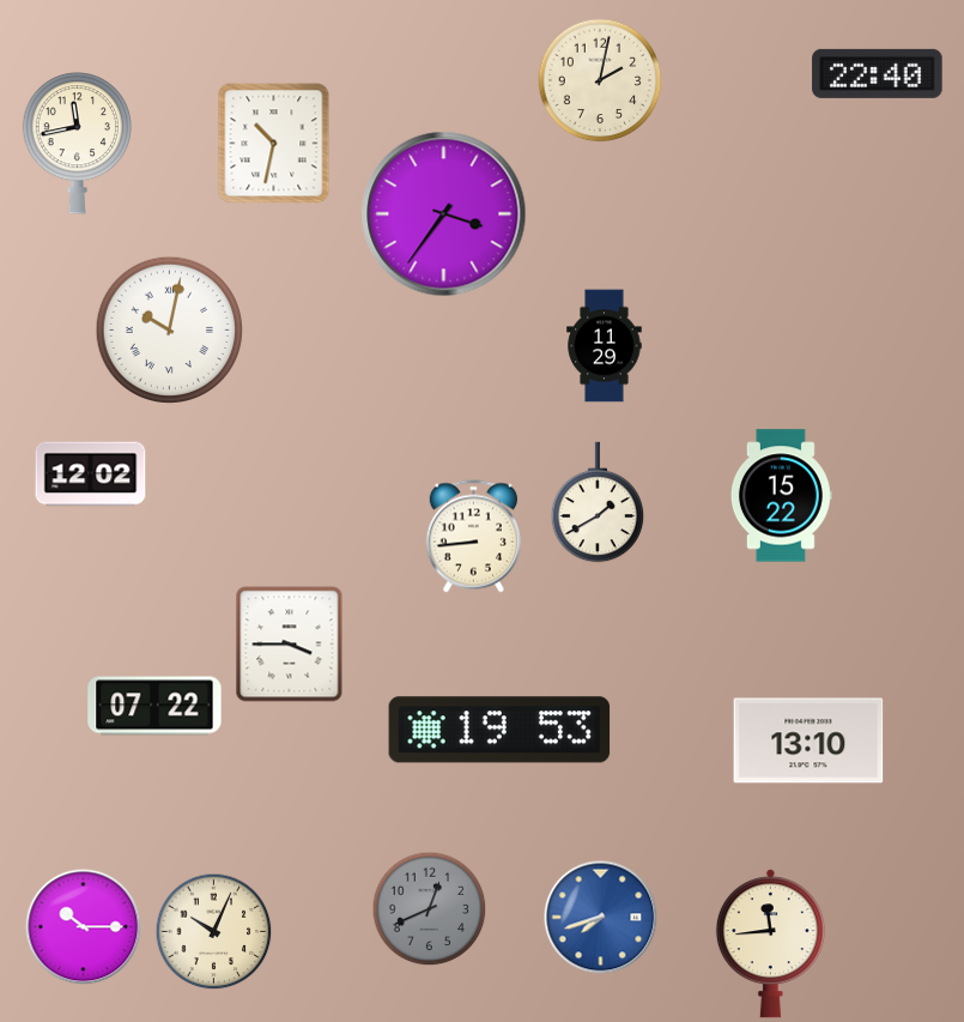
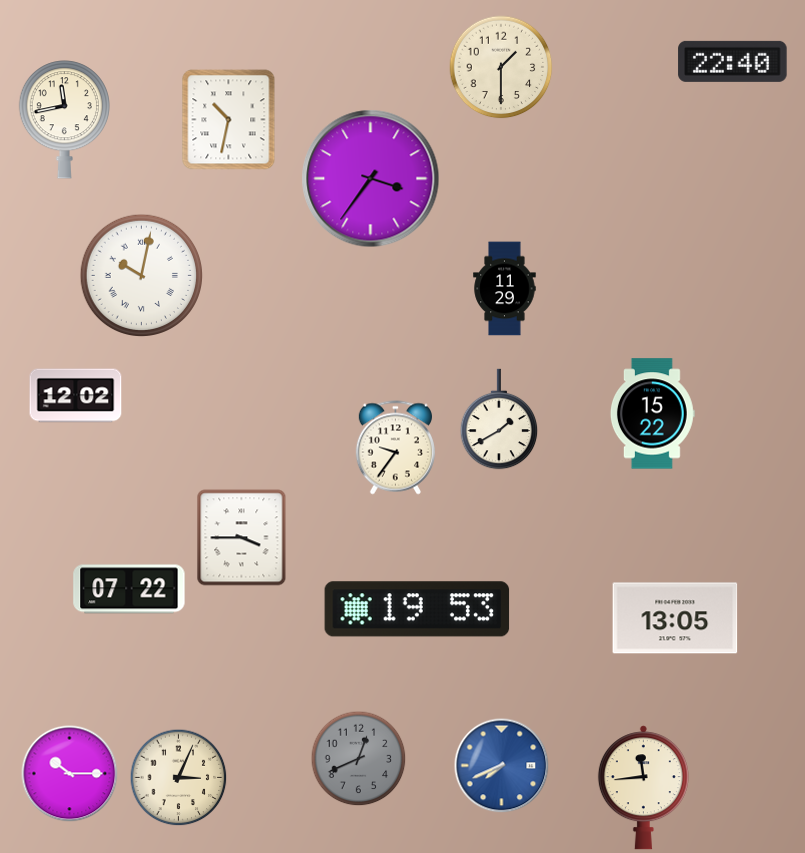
clock at (600, 80): 2:02 -> 1:30
clock at (473, 537): 8:44 -> 9:36
clock at (808, 740): 13:10 -> 13:05
clock at (601, 918): 7:42 -> 7:41
clock at (214, 932): 10:04 -> 3:04
